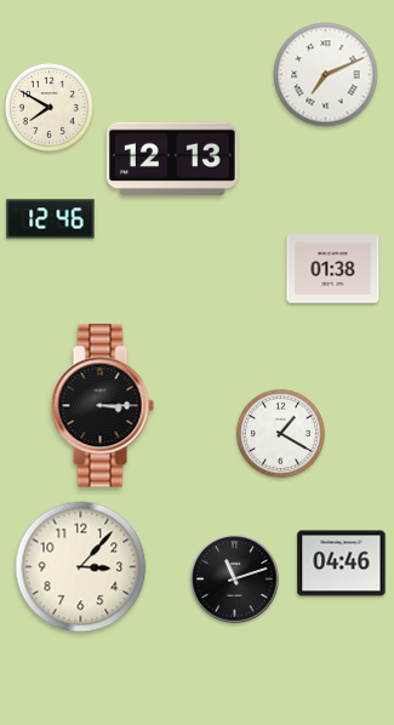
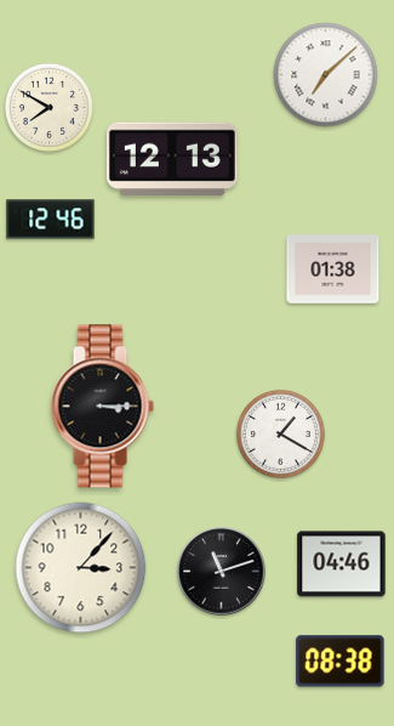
clock at (326, 75): 7:11 -> 7:08
clock at (235, 580) position: (235, 580) -> (222, 572)
clock at (341, 662): none -> 08:38
